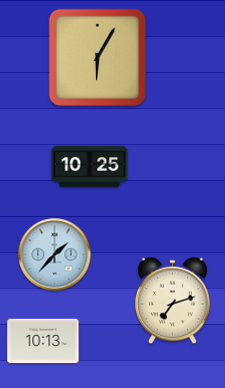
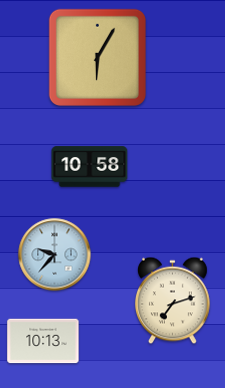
clock at (90, 167): 10:25 -> 10:58
clock at (55, 255): 1:37 -> 9:37
